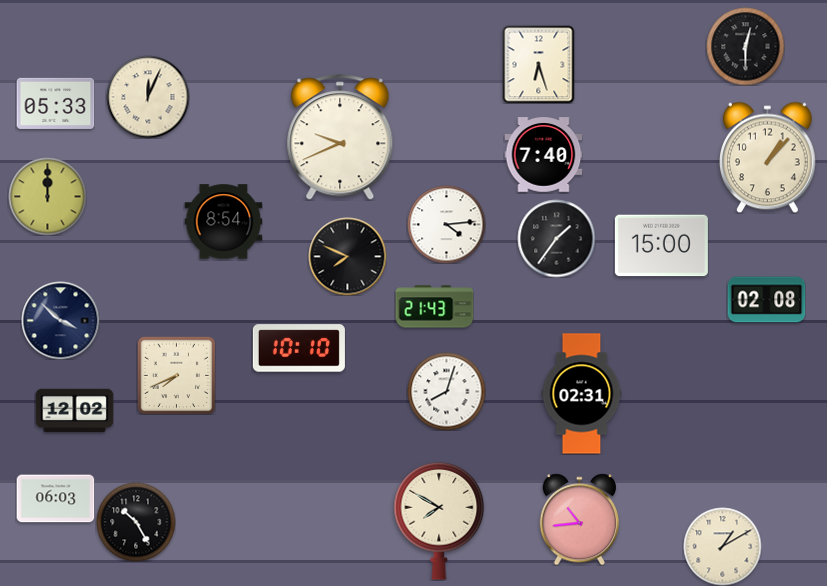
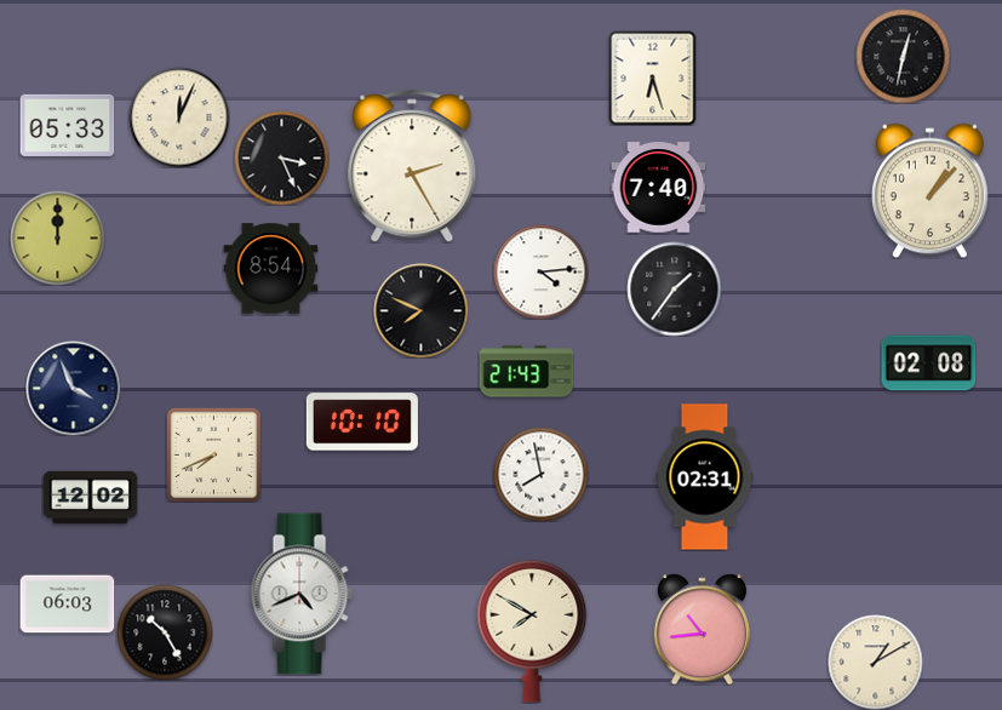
clock at (745, 46): 12:30 -> 12:32
clock at (281, 158): none -> 3:26
clock at (340, 137): 9:41 -> 2:25
clock at (661, 246): 15:00 -> none
clock at (60, 320): 3:52 -> 3:56
clock at (446, 391): 8:03 -> 7:58
clock at (302, 594): none -> 4:41
